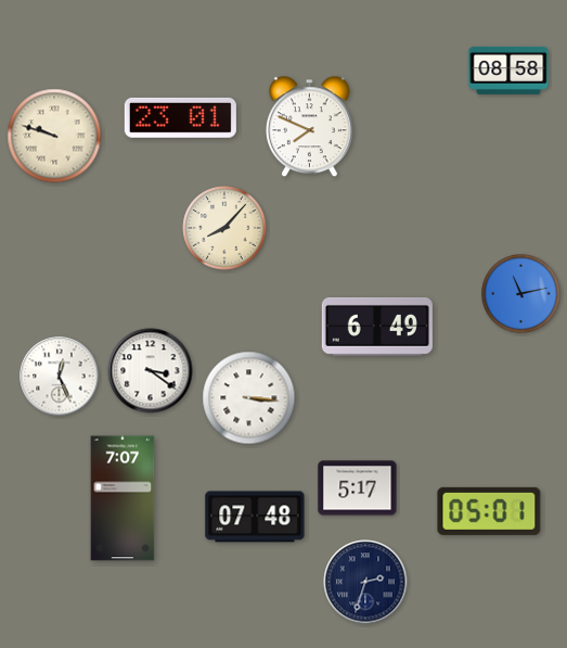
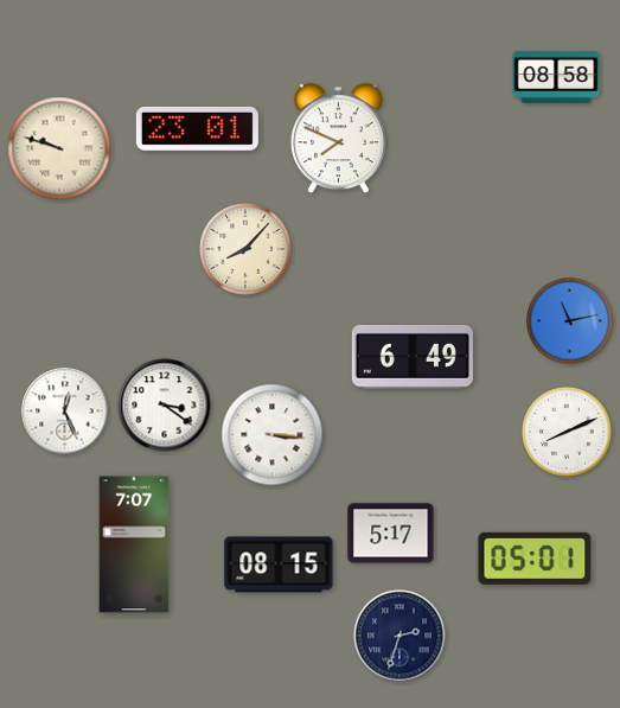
clock at (567, 432): none -> 8:11
clock at (255, 517): 07:48 -> 08:15
